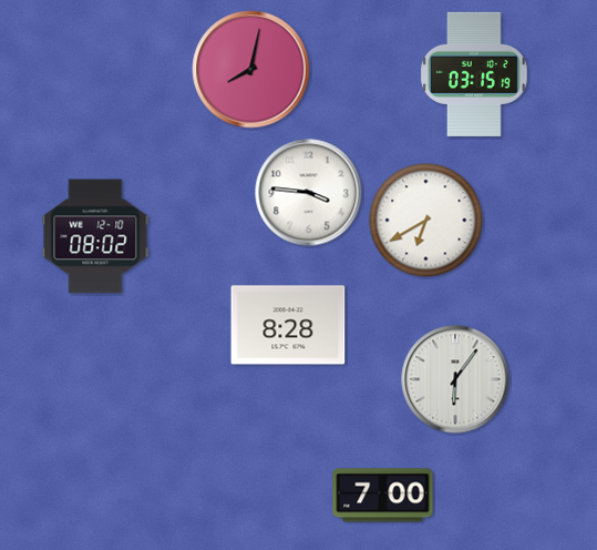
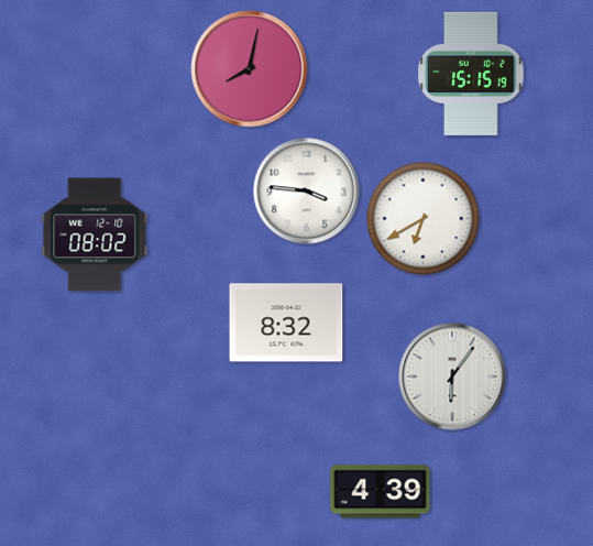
clock at (474, 74): 03:15 -> 15:15
clock at (288, 325): 8:28 -> 8:32
clock at (383, 496): 7:00 -> 4:39
